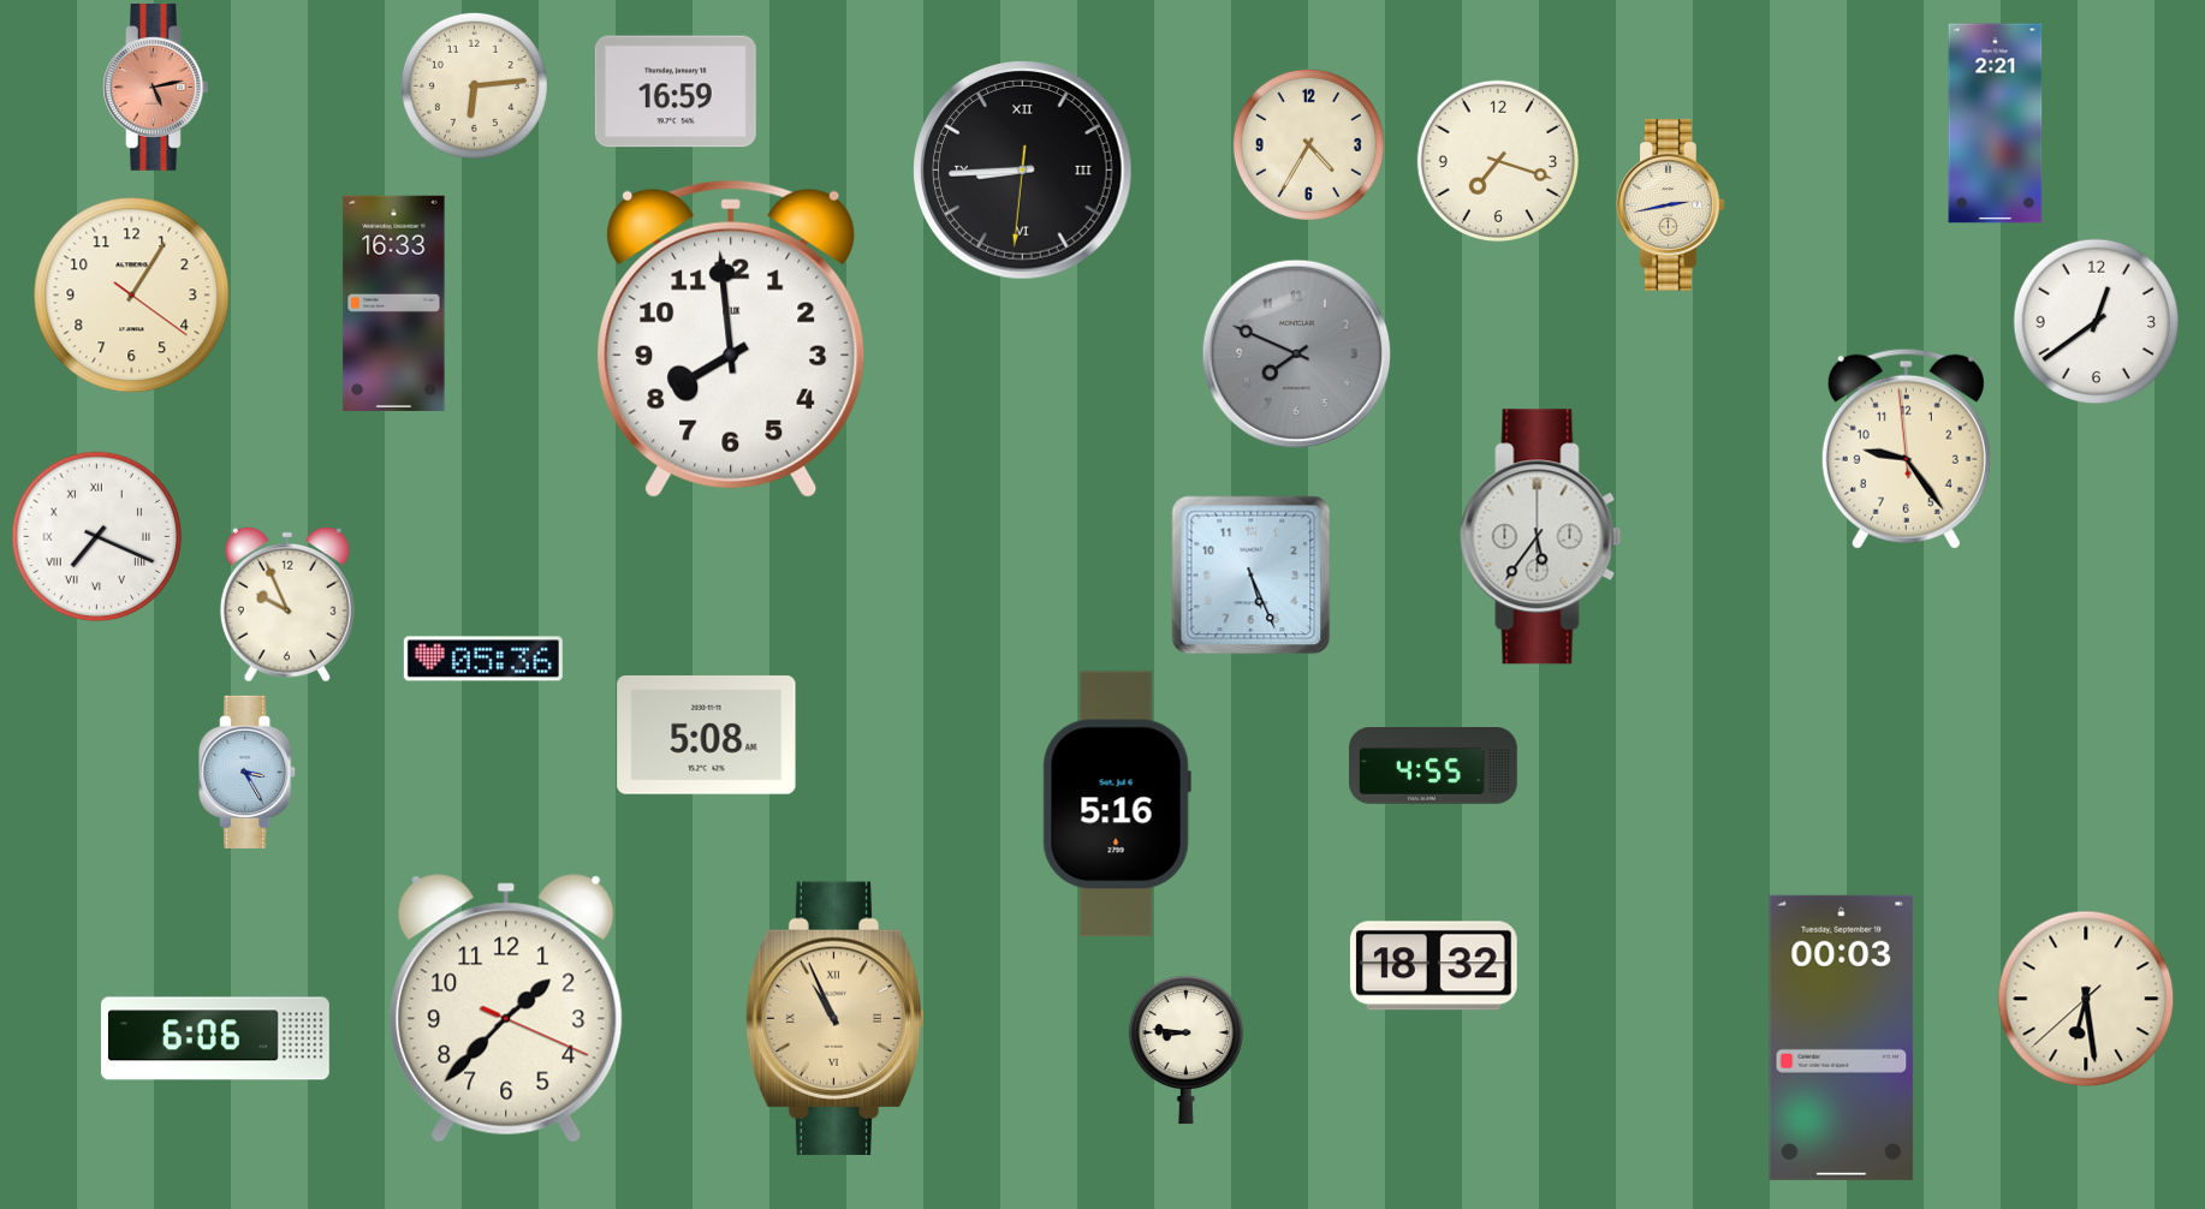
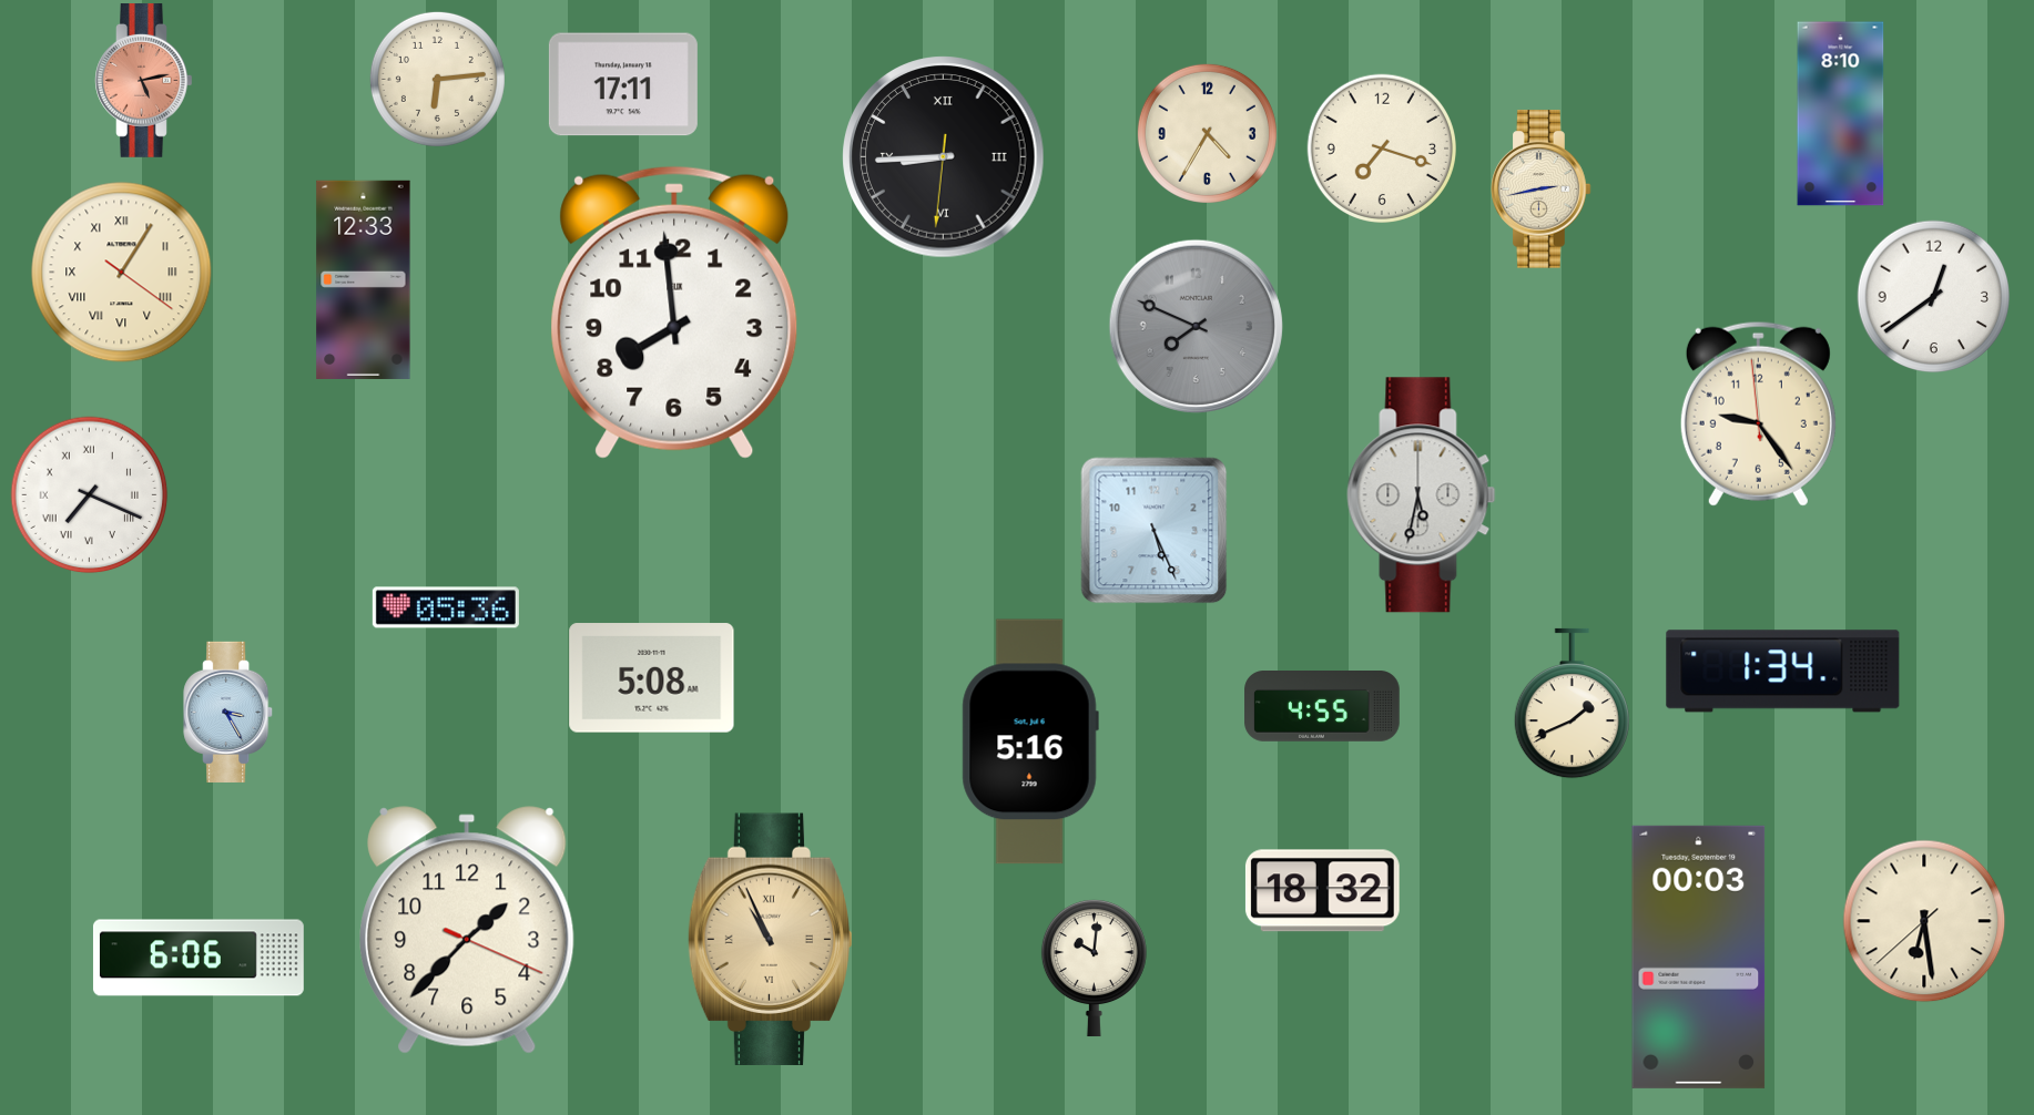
clock at (676, 91): 16:59 -> 17:11
clock at (1996, 124): 2:21 -> 8:10
clock at (132, 296) numerals: Arabic -> Roman
clock at (394, 303): 16:33 -> 12:33
clock at (1541, 537): 5:36 -> 5:32
clock at (287, 604): 9:56 -> none
clock at (1783, 672): none -> 1:34
clock at (1572, 704): none -> 1:41
clock at (1185, 1050): 8:46 -> 10:01
